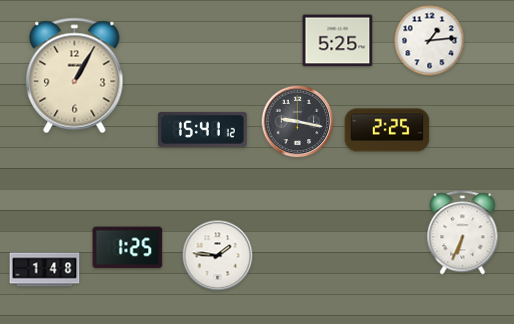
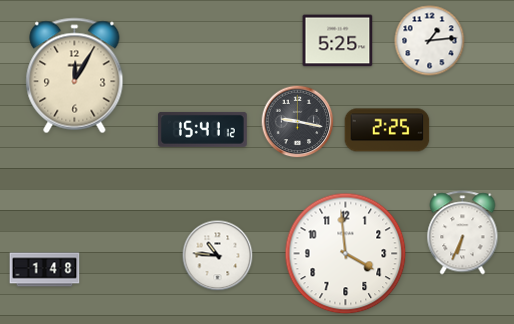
clock at (75, 76): 1:05 -> 12:05
clock at (128, 248): 1:25 -> none
clock at (346, 254): none -> 3:59
clock at (218, 256): 1:46 -> 10:46
